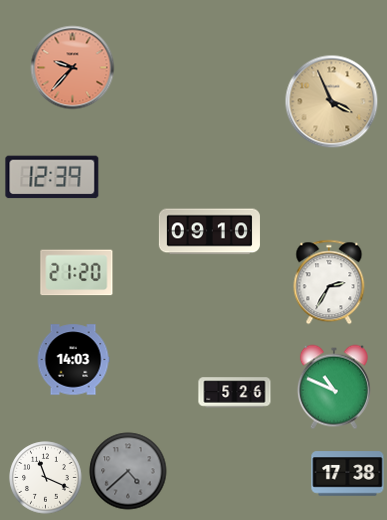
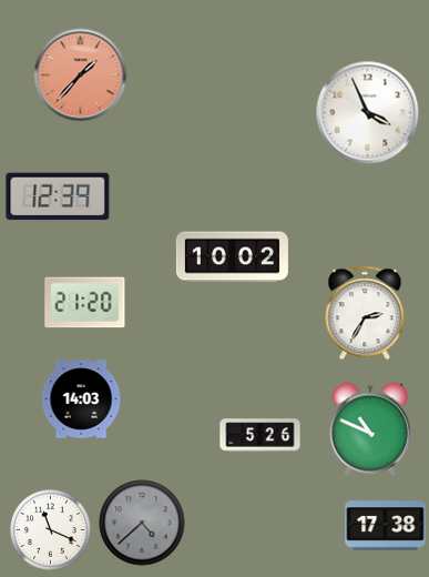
clock at (73, 68): 9:37 -> 1:37
clock at (332, 102) dial: champagne -> white
clock at (209, 232): 09:10 -> 10:02
